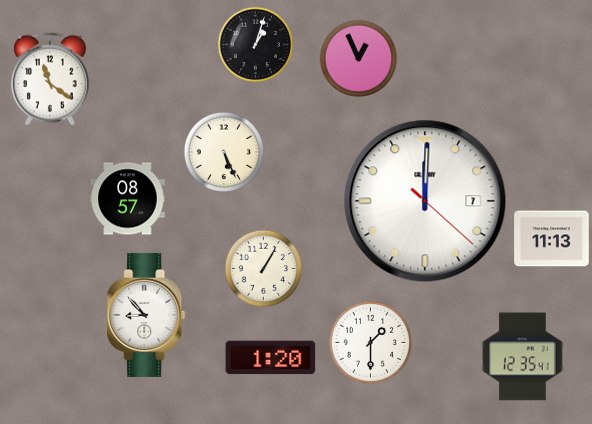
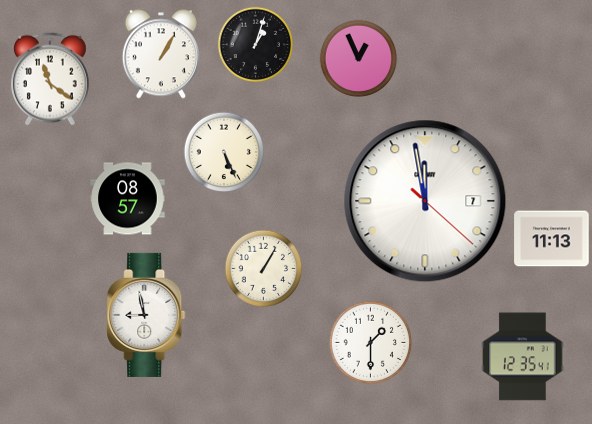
clock at (161, 54): none -> 1:05
clock at (425, 201): 12:00 -> 11:58
clock at (146, 315): 8:53 -> 8:58
clock at (271, 358): 1:20 -> none
